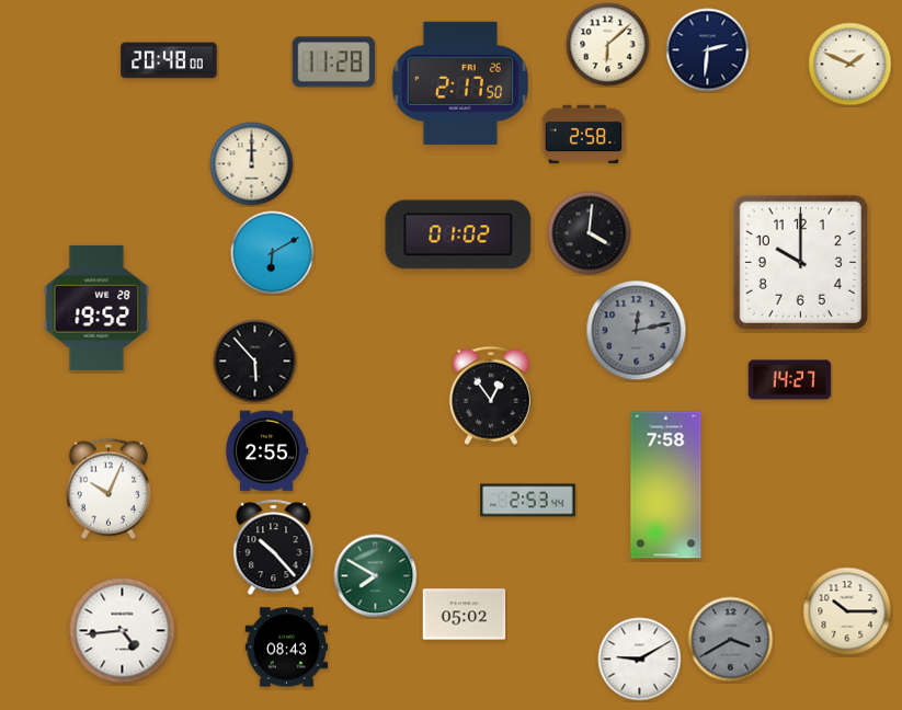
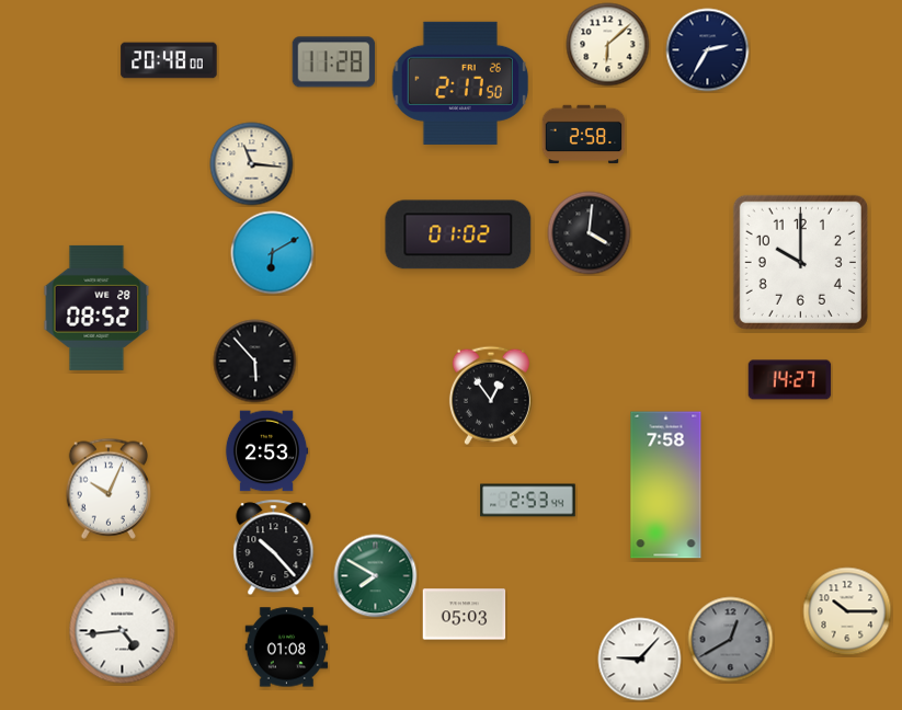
clock at (708, 50): 2:31 -> 2:35
clock at (850, 65): 1:49 -> none
clock at (252, 164): 12:00 -> 11:16
clock at (96, 308): 19:52 -> 08:52
clock at (637, 331): 12:13 -> none
clock at (266, 451): 2:55 -> 2:53
clock at (465, 615): 05:02 -> 05:03
clock at (731, 640): 3:40 -> 12:40
clock at (287, 648): 08:43 -> 01:08
clock at (640, 660): 9:10 -> 9:07
